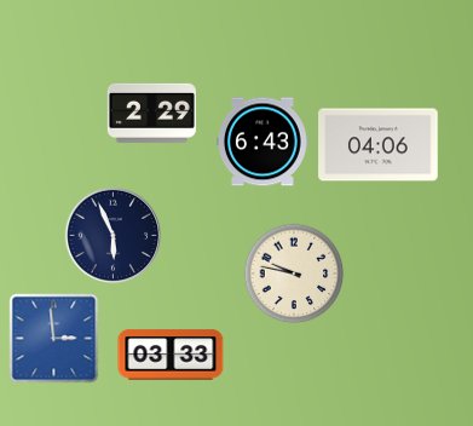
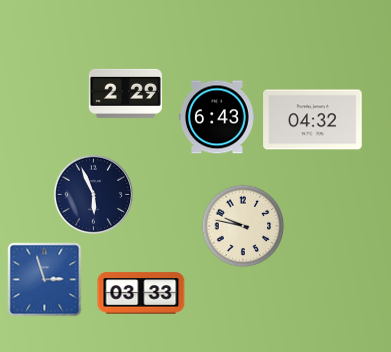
clock at (379, 145): 04:06 -> 04:32
clock at (54, 339): 2:59 -> 2:57
